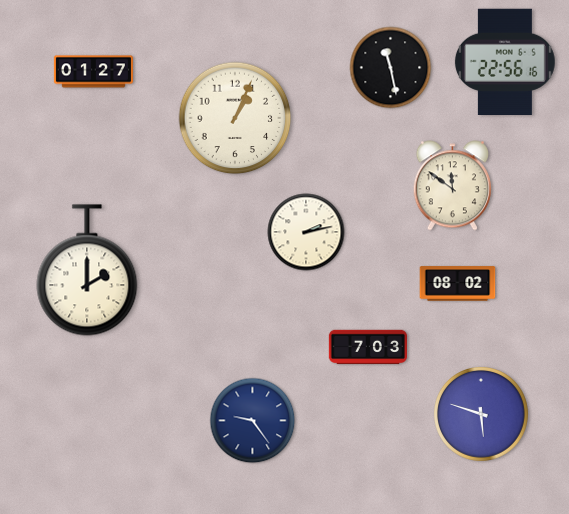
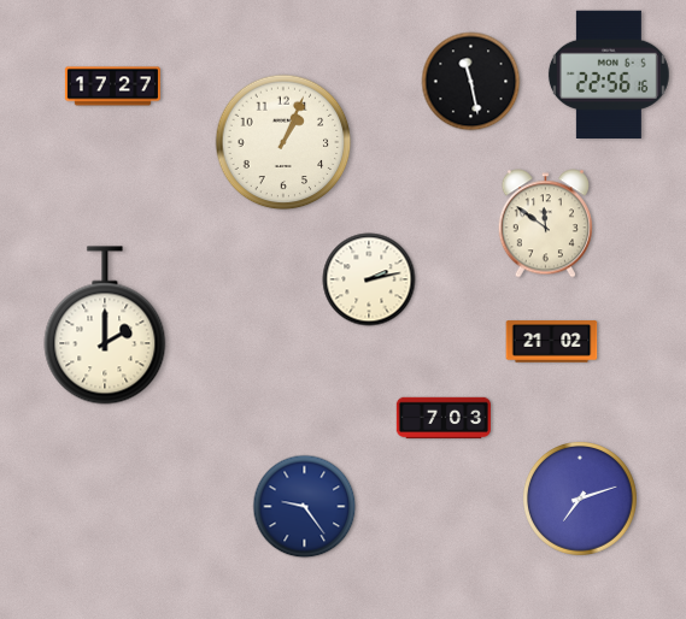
clock at (93, 72): 01:27 -> 17:27
clock at (458, 284): 08:02 -> 21:02
clock at (482, 415): 5:48 -> 7:12
